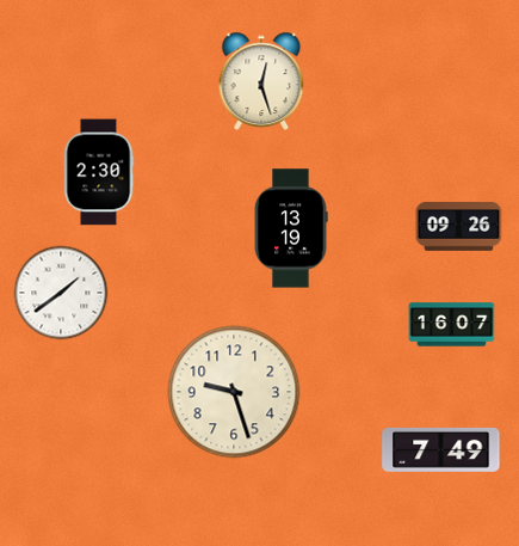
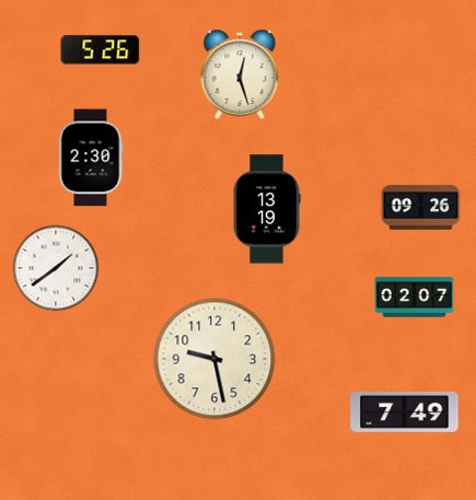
clock at (101, 50): none -> 5:26
clock at (452, 325): 16:07 -> 02:07
clock at (234, 392): 9:27 -> 9:28
